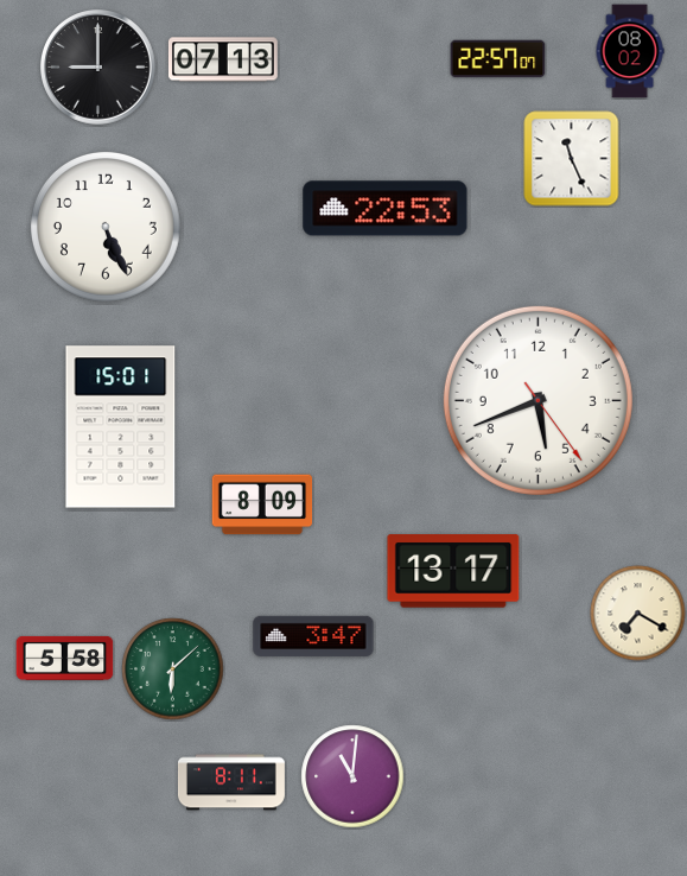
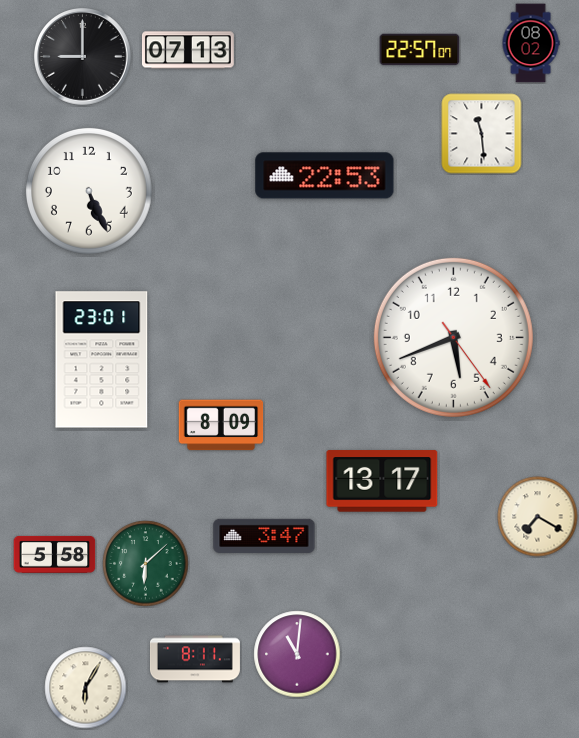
clock at (572, 159): 11:26 -> 11:29
clock at (121, 427): 15:01 -> 23:01
clock at (86, 688): none -> 6:05
